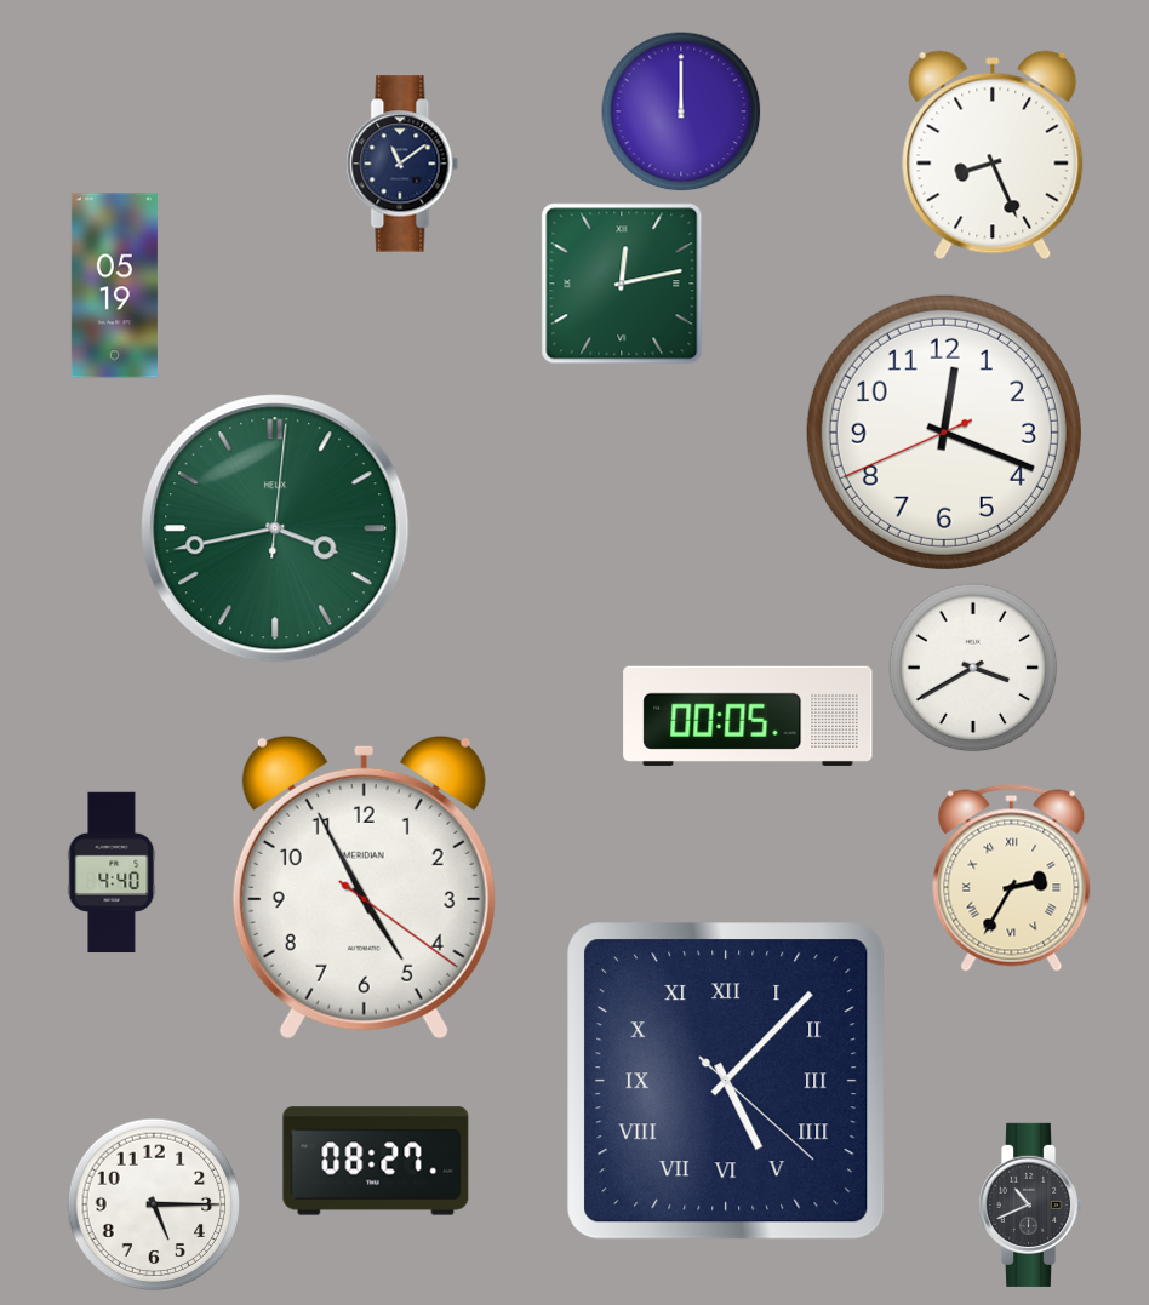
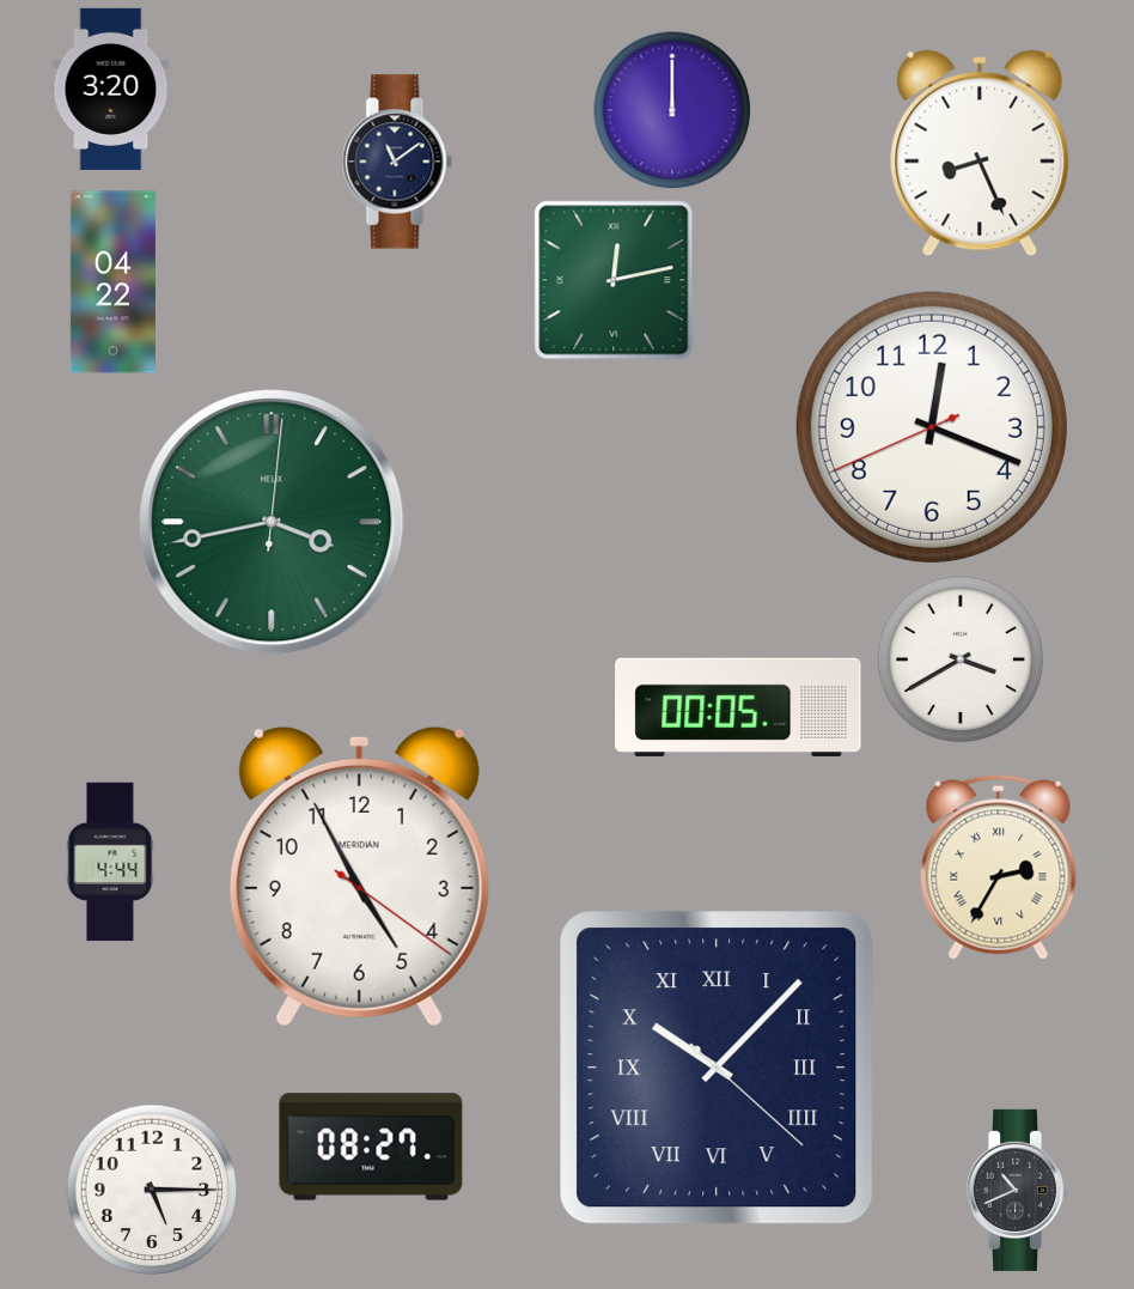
clock at (111, 89): none -> 3:20
clock at (114, 286): 05:19 -> 04:22
clock at (112, 872): 4:40 -> 4:44
clock at (726, 1081): 5:07 -> 10:07
